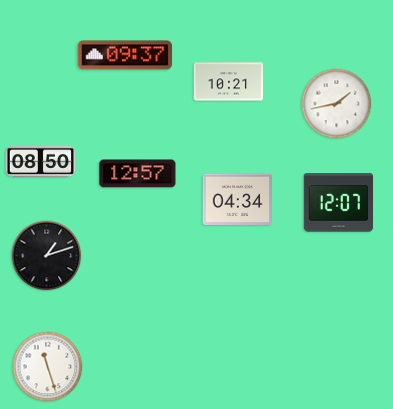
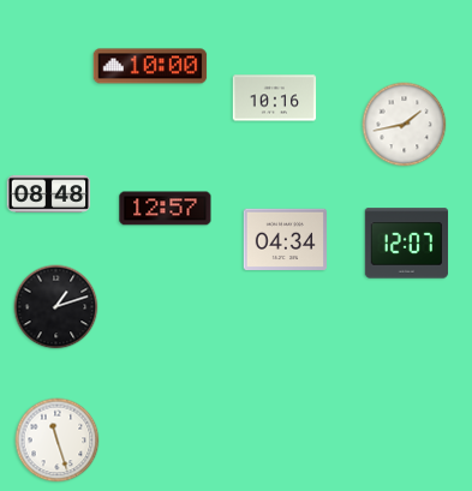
clock at (125, 55): 09:37 -> 10:00
clock at (229, 82): 10:21 -> 10:16
clock at (41, 161): 08:50 -> 08:48
